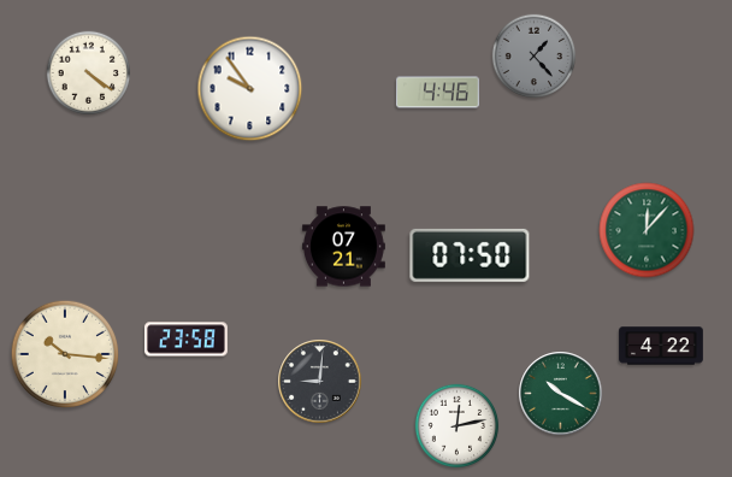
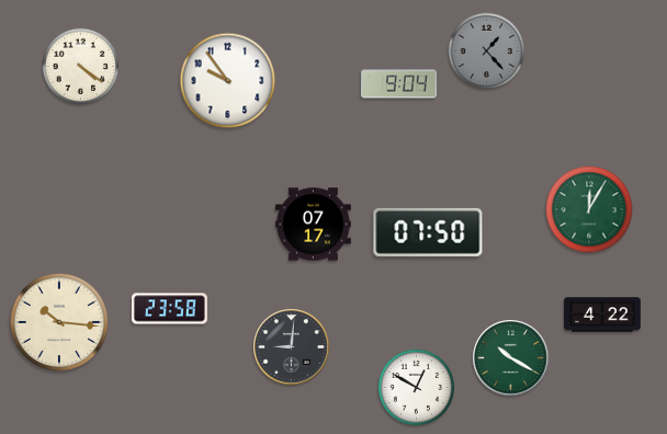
clock at (437, 93): 4:46 -> 9:04
clock at (647, 230): 12:07 -> 12:05
clock at (343, 247): 07:21 -> 07:17
clock at (457, 426): 12:13 -> 12:50
